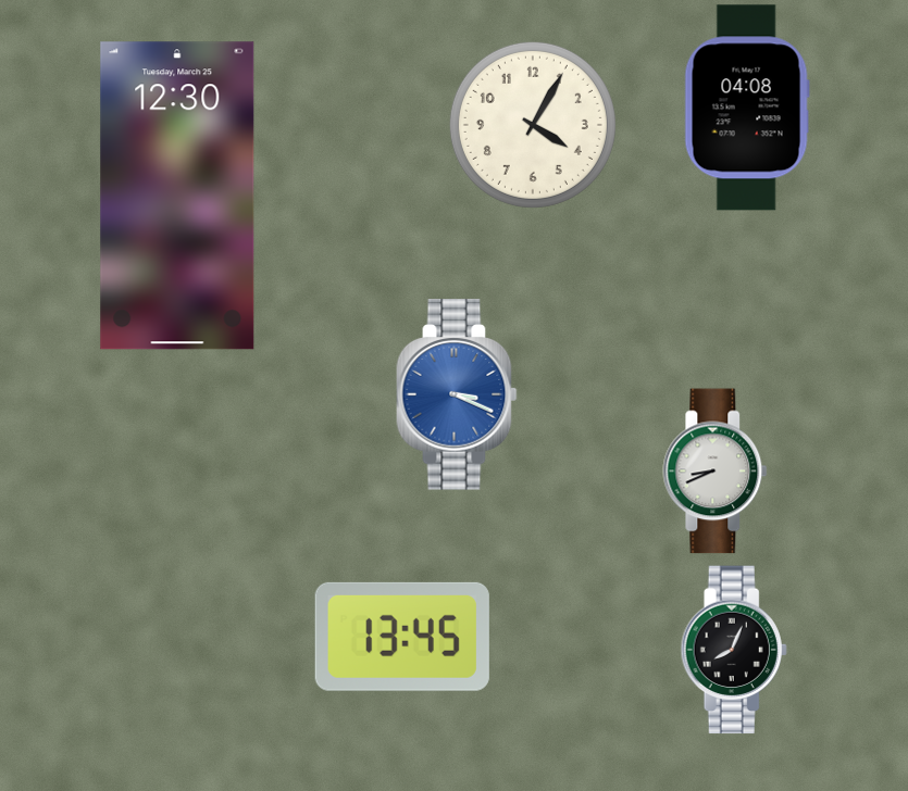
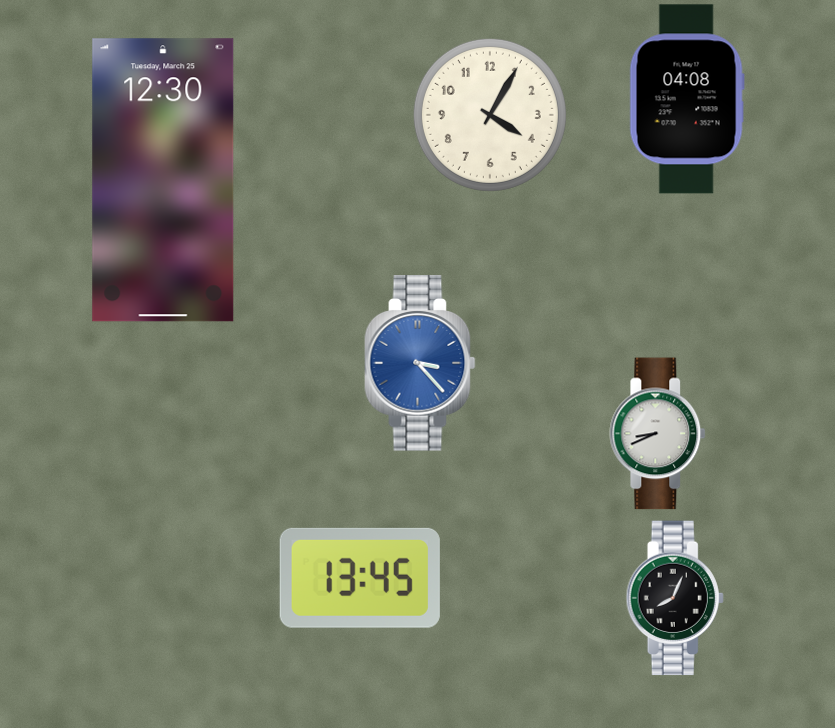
clock at (457, 394): 3:19 -> 3:23
clock at (402, 637) position: (402, 637) -> (360, 578)
